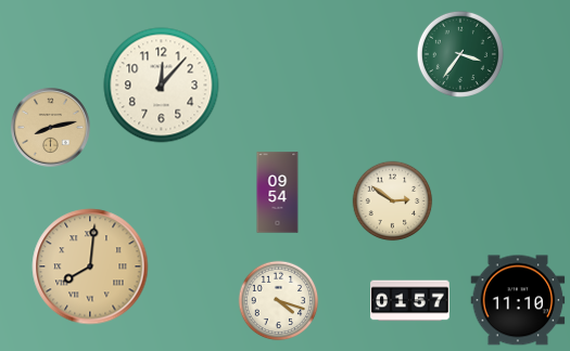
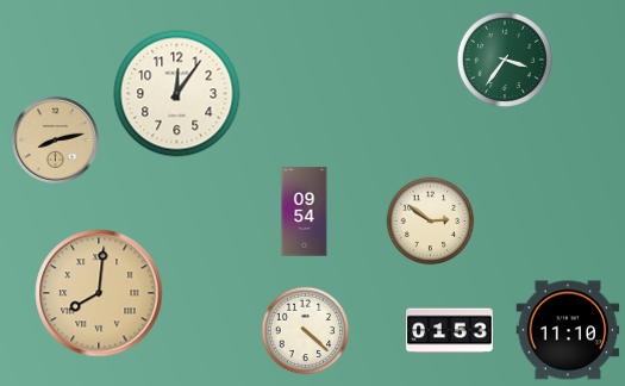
clock at (162, 86): 12:07 -> 12:06
clock at (279, 301): 4:18 -> 4:22
clock at (410, 301): 01:57 -> 01:53
